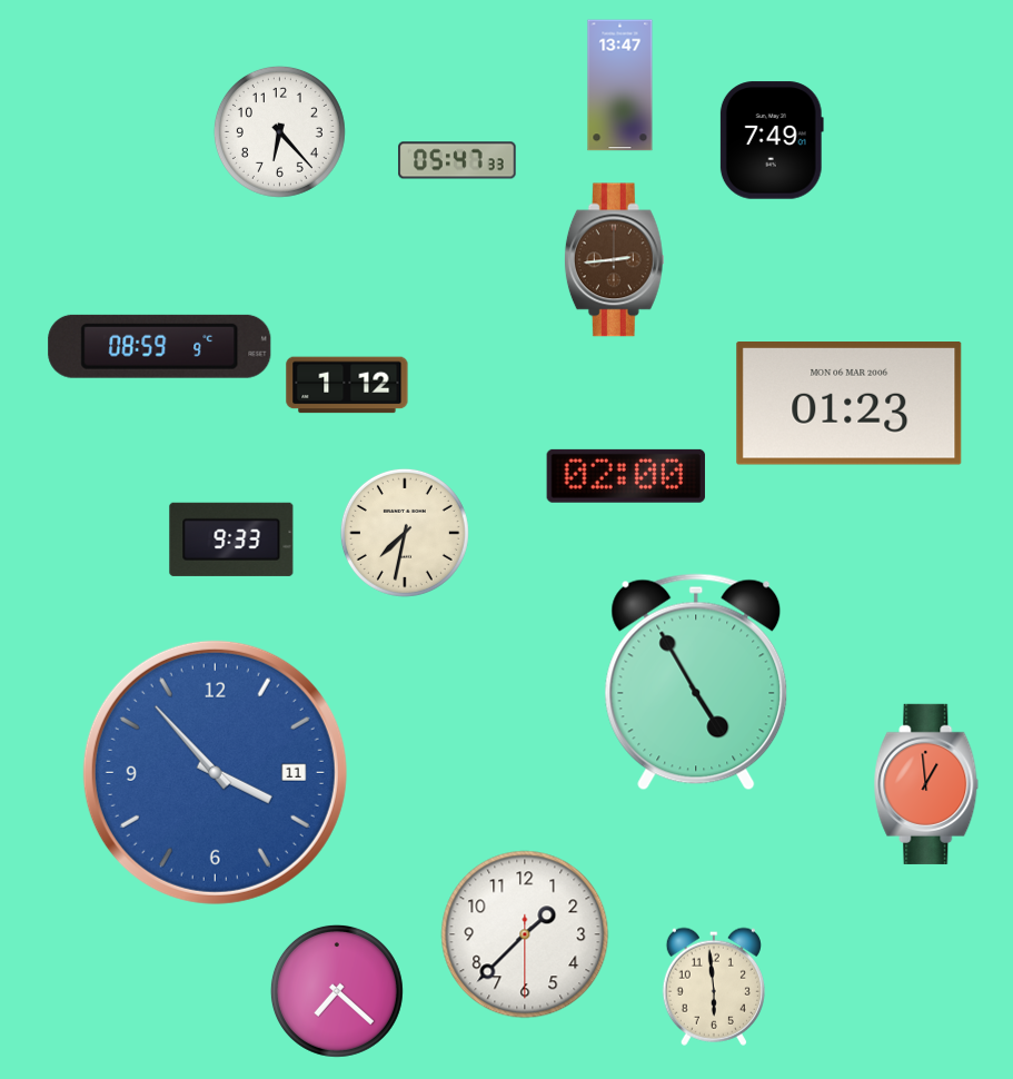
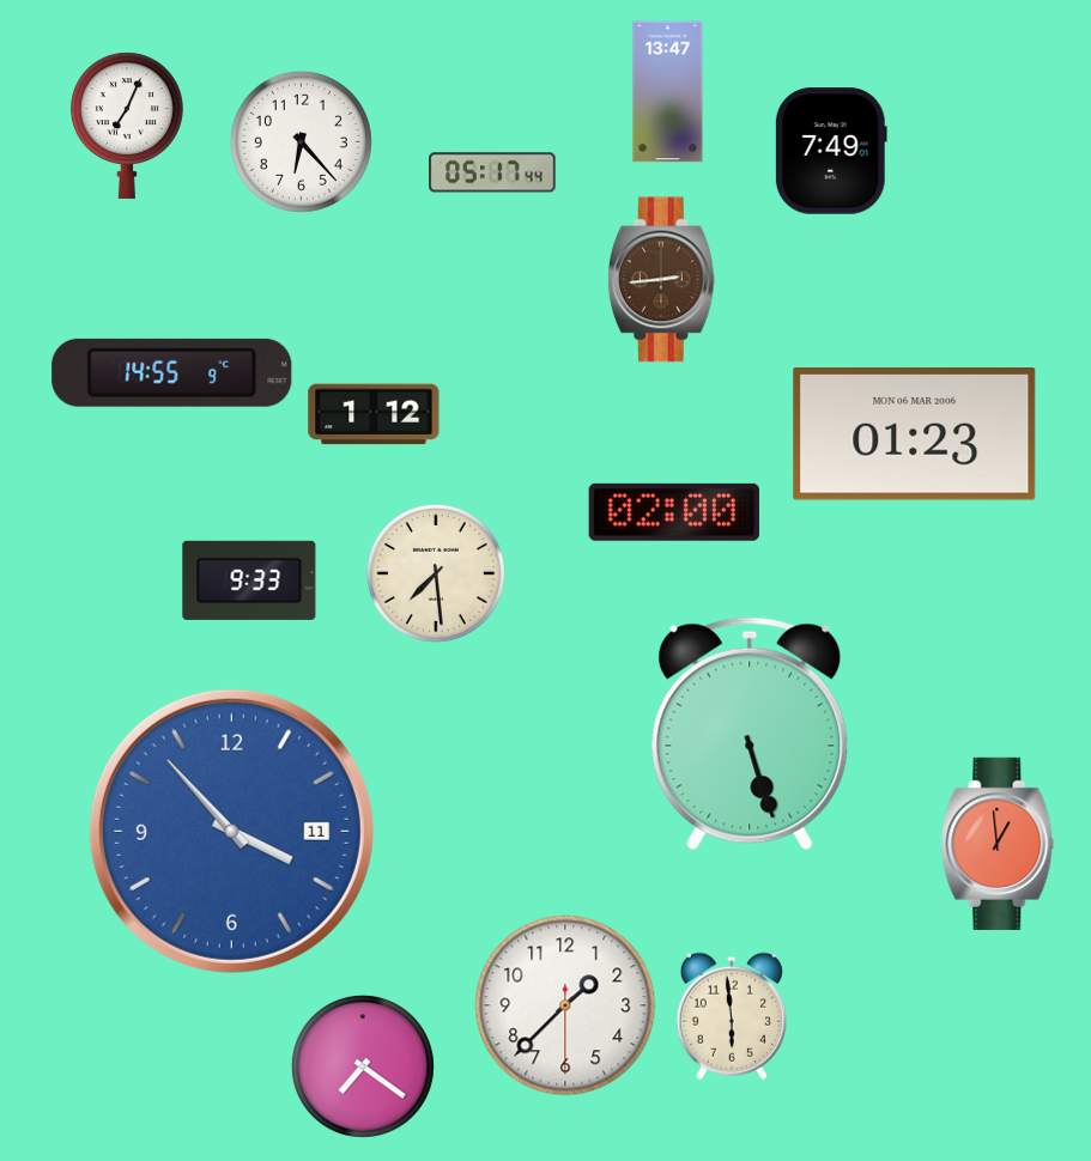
clock at (127, 126): none -> 7:04
clock at (457, 160): 05:47 -> 05:17
clock at (160, 346): 08:59 -> 14:55
clock at (405, 533): 7:32 -> 7:29
clock at (696, 682): 4:55 -> 5:27
clock at (714, 987) position: (714, 987) -> (732, 1016)
clock at (337, 991): 7:22 -> 7:21
